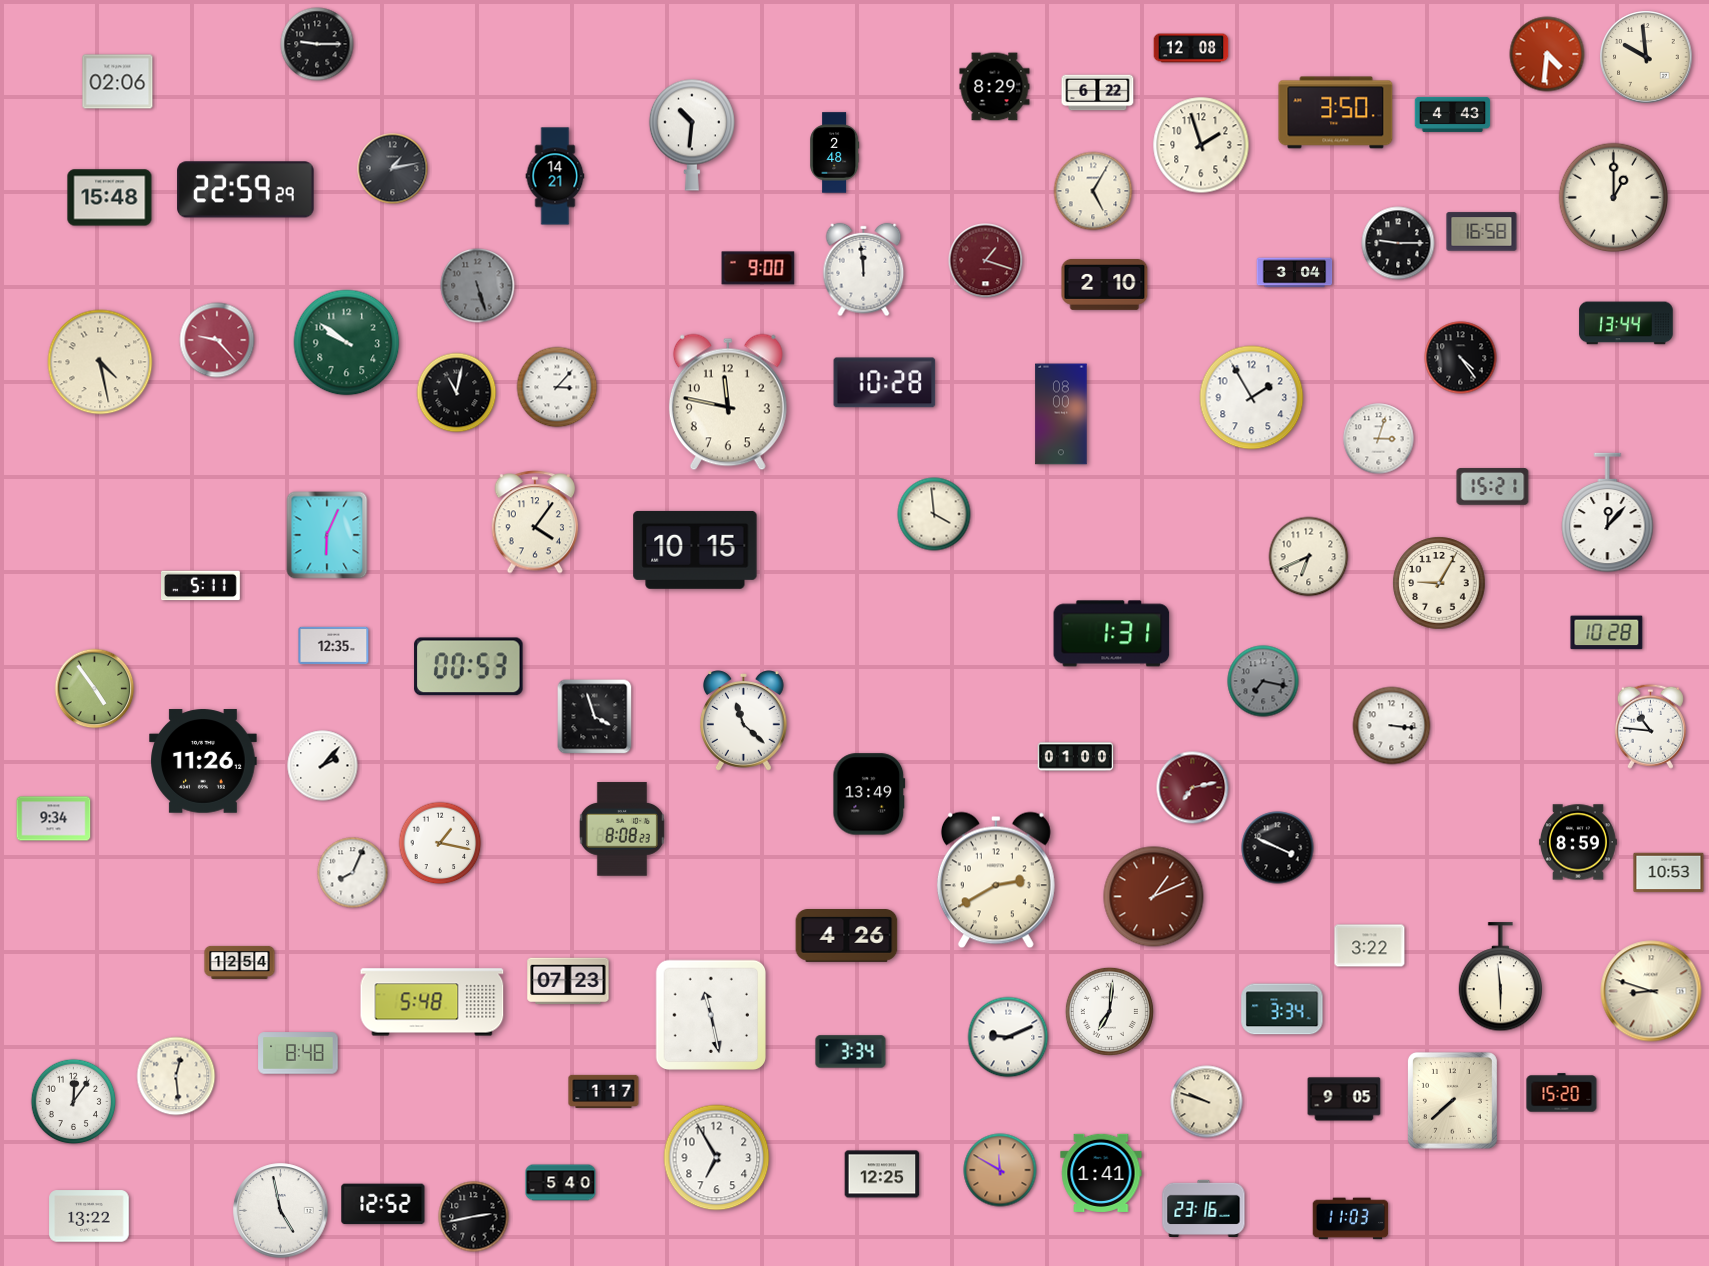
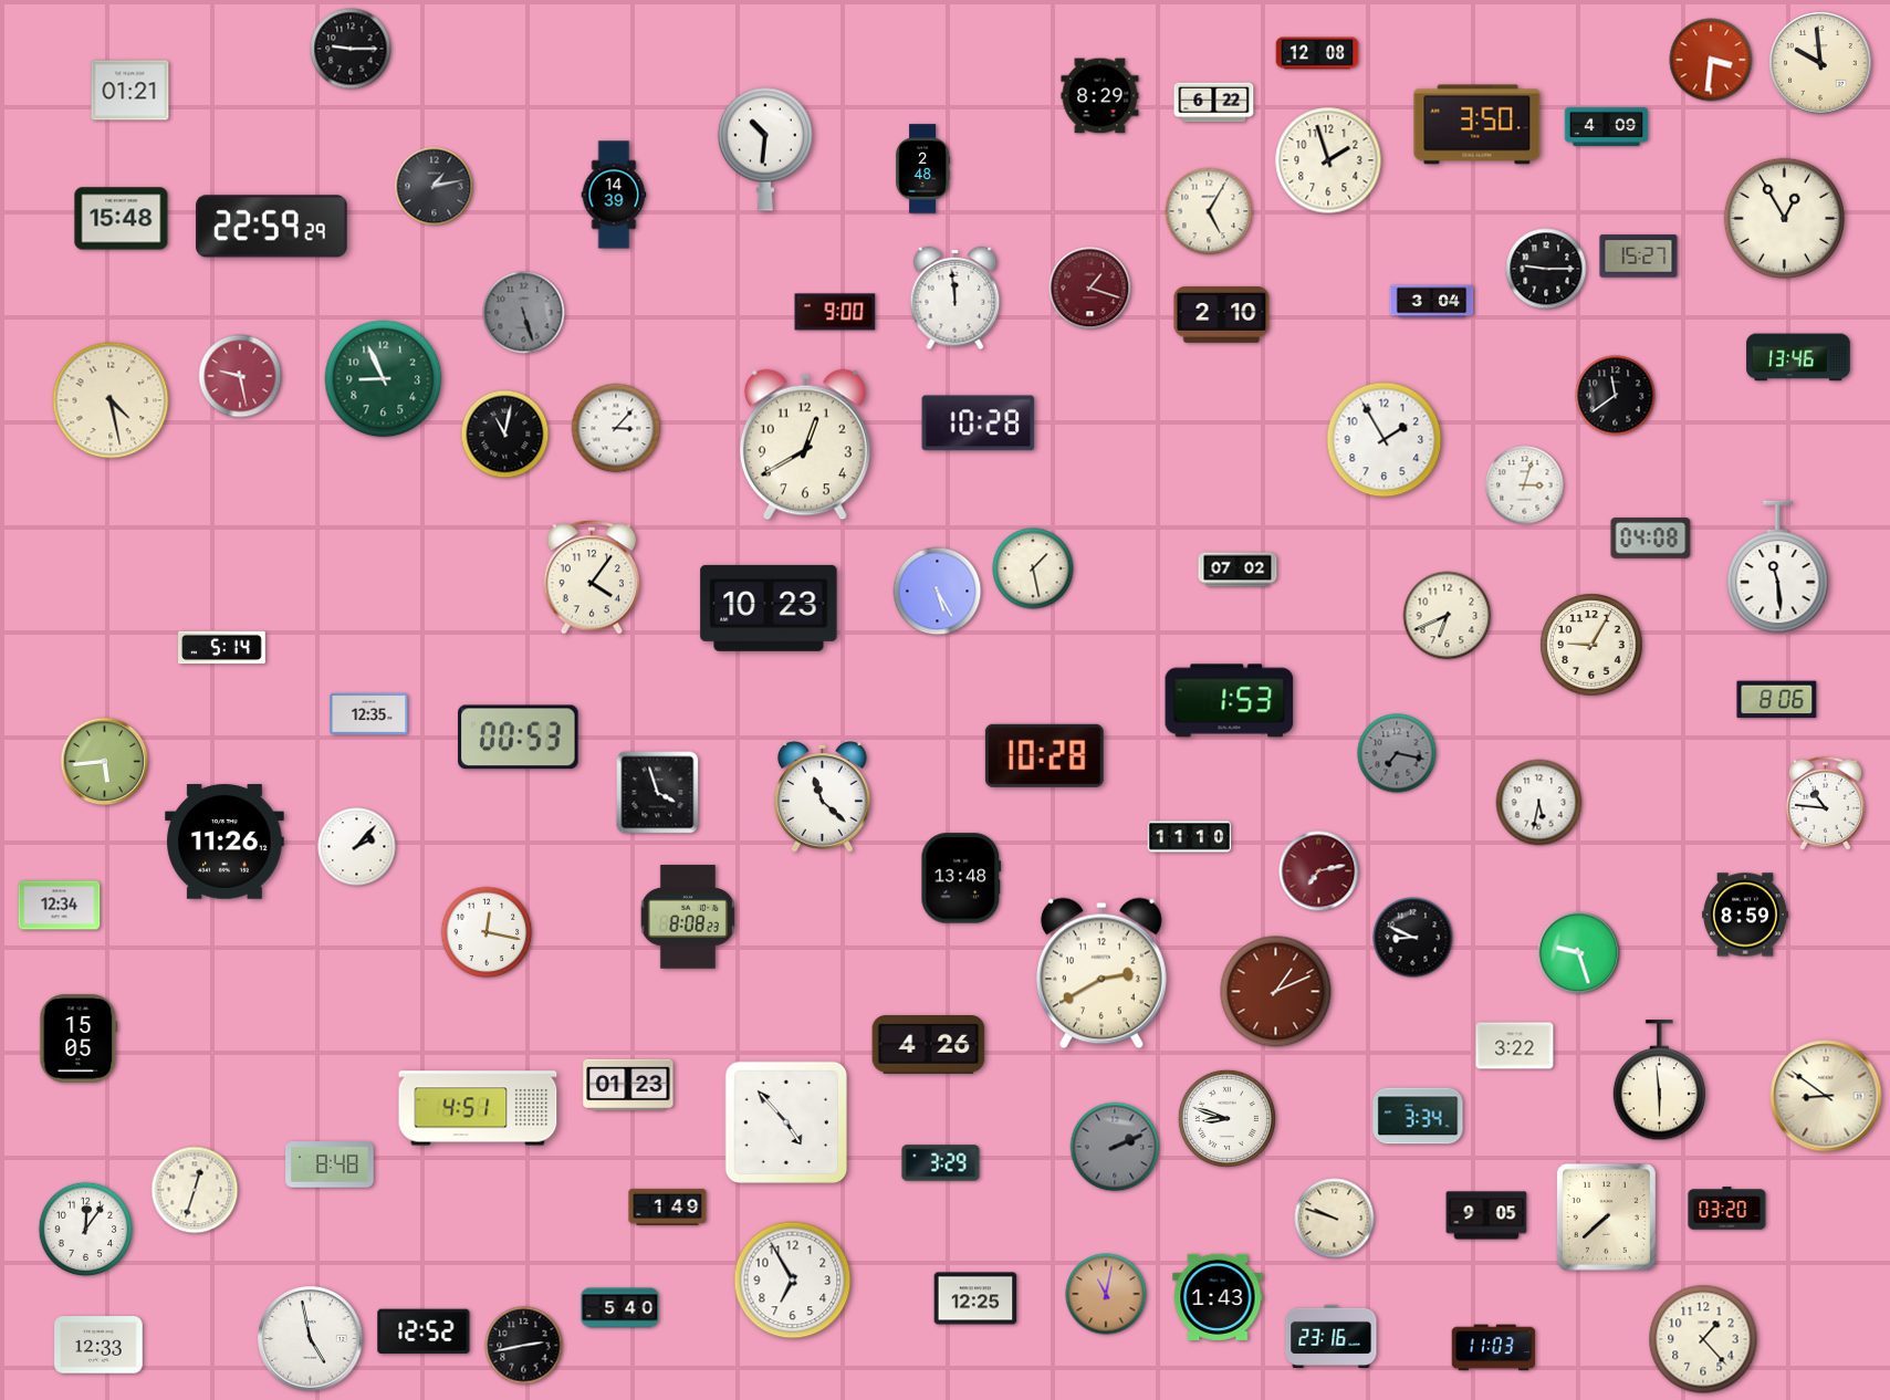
clock at (1547, 54): 4:31 -> 3:31
clock at (118, 82): 02:06 -> 01:21
clock at (1453, 114): 4:43 -> 4:09
clock at (555, 176): 14:21 -> 14:39
clock at (246, 190) position: (246, 190) -> (272, 227)
clock at (1614, 198): 1:00 -> 12:55
clock at (1482, 232): 16:58 -> 15:27
clock at (758, 268) position: (758, 268) -> (835, 312)
clock at (478, 286) position: (478, 286) -> (524, 313)
clock at (1626, 323): 13:44 -> 13:46
clock at (217, 340): 9:23 -> 9:28
clock at (347, 343): 9:51 -> 8:56
clock at (1461, 358): 4:24 -> 11:39
clock at (728, 402): 11:47 -> 12:40
clock at (1061, 414): 08:00 -> none
clock at (1493, 487): 15:21 -> 04:08
clock at (1608, 513): 12:07 -> 11:29
clock at (934, 514): 3:59 -> 1:28
clock at (1238, 570): none -> 07:02
clock at (327, 535): 6:04 -> none
clock at (938, 592): none -> 5:25
clock at (695, 550): 10:15 -> 10:23
clock at (201, 586): 5:11 -> 5:14
clock at (1607, 633): 10:28 -> 8:06
clock at (1112, 634): 1:31 -> 1:53
clock at (1044, 755): none -> 10:28
clock at (95, 689): 4:54 -> 5:44
clock at (1392, 726): 3:16 -> 5:32
clock at (1076, 757): 01:00 -> 11:10
clock at (869, 794): 13:49 -> 13:48
clock at (54, 819): 9:34 -> 12:34
clock at (1578, 842) position: (1578, 842) -> (1745, 915)
clock at (440, 843): 1:17 -> 12:17
clock at (1278, 848): 3:49 -> 8:49
clock at (1579, 953): none -> 9:27
clock at (353, 873): 8:04 -> none
clock at (1669, 873): 10:53 -> none
clock at (847, 936) position: (847, 936) -> (929, 1045)
clock at (79, 1038): none -> 15:05
clock at (240, 962): 12:54 -> none
clock at (568, 981): 07:23 -> 01:23
clock at (1651, 991): 8:48 -> 8:51
clock at (432, 1002): 5:48 -> 4:51
clock at (1109, 1011): 7:01 -> 8:48
clock at (711, 1015): 11:28 -> 4:53
clock at (1008, 1037): 9:11 -> 2:11
clock at (1008, 1037) dial: white -> grey
clock at (851, 1052): 3:34 -> 3:29
clock at (176, 1076): 12:29 -> 12:33
clock at (604, 1091): 1:17 -> 1:49
clock at (1562, 1093): 15:20 -> 03:20
clock at (74, 1102) position: (74, 1102) -> (86, 1230)
clock at (1000, 1170): 11:50 -> 11:02
clock at (1101, 1173): 1:41 -> 1:43
clock at (1703, 1339): none -> 1:23
clock at (89, 1216): 13:22 -> 12:33
